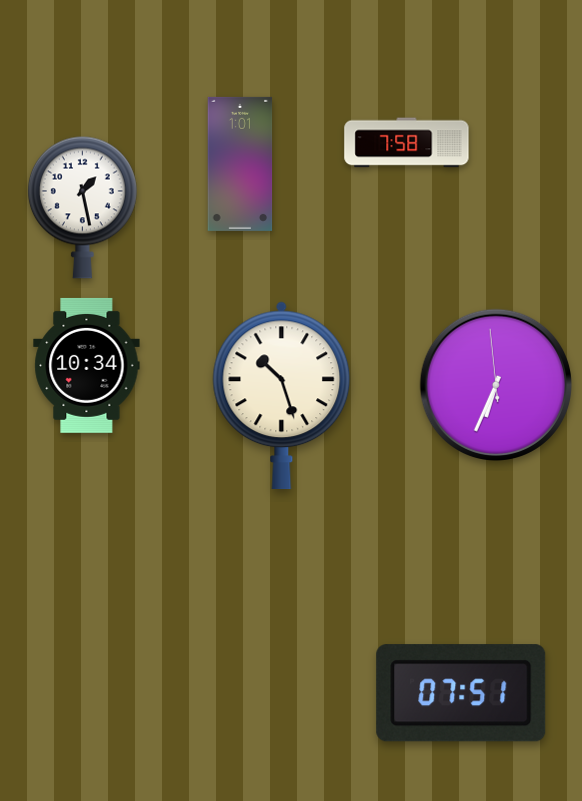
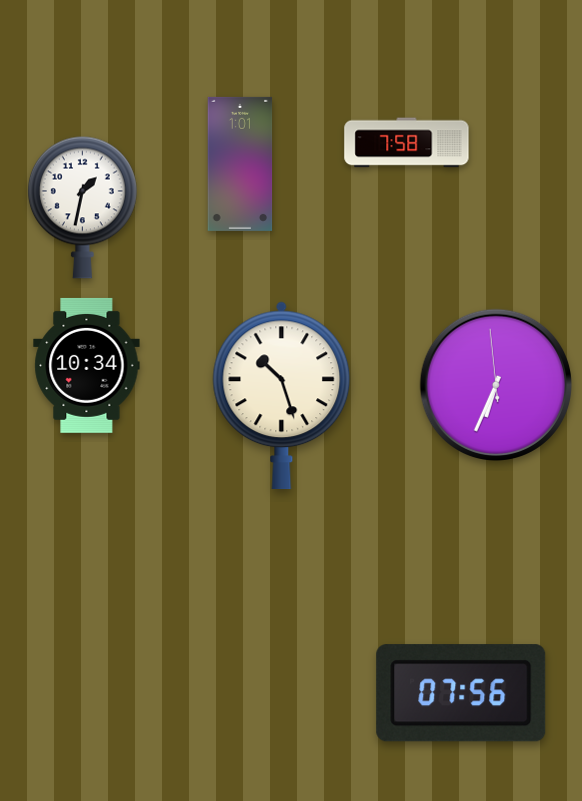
clock at (82, 207): 1:28 -> 1:32
clock at (461, 693): 07:51 -> 07:56
